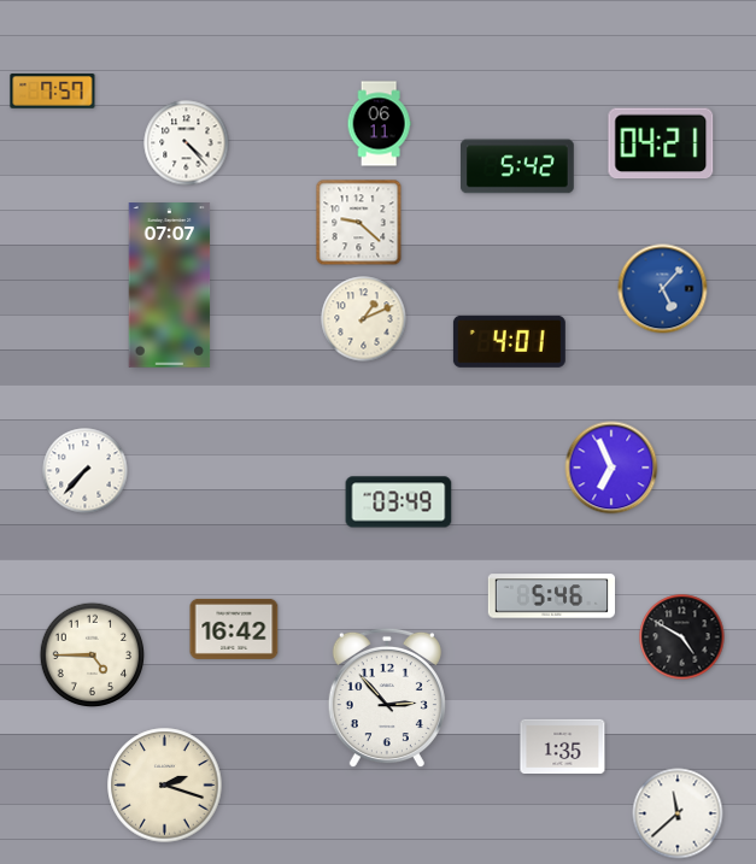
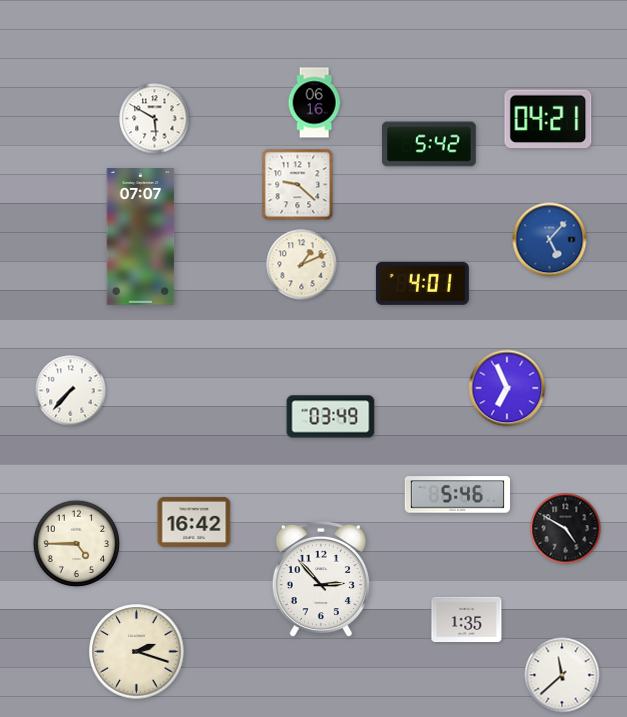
clock at (53, 92): 7:57 -> none
clock at (379, 124): 06:11 -> 06:16
clock at (187, 143): 4:23 -> 5:50
clock at (518, 166) position: (518, 166) -> (430, 144)
